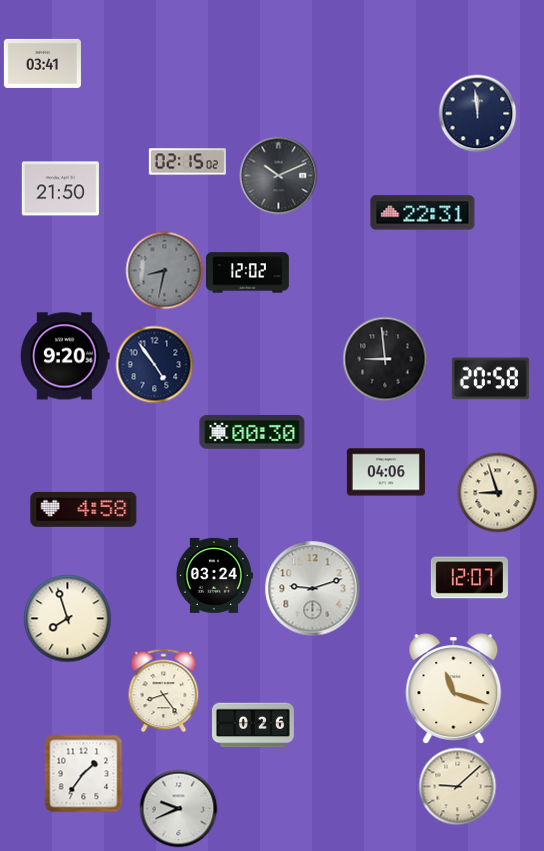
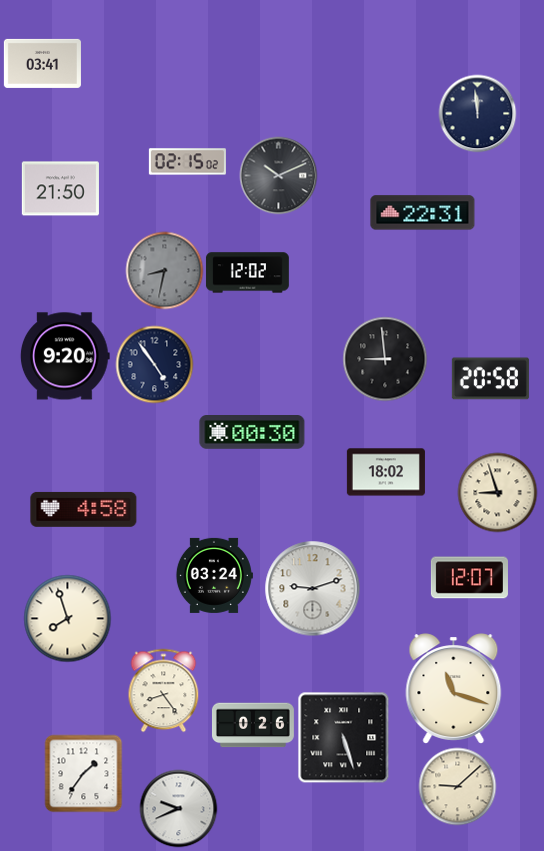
clock at (386, 472): 04:06 -> 18:02
clock at (343, 737): none -> 5:27
